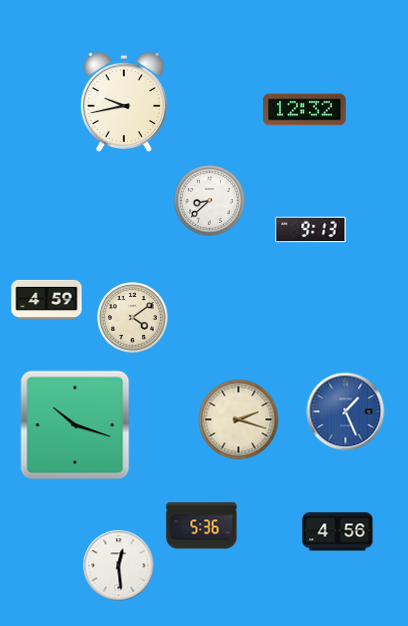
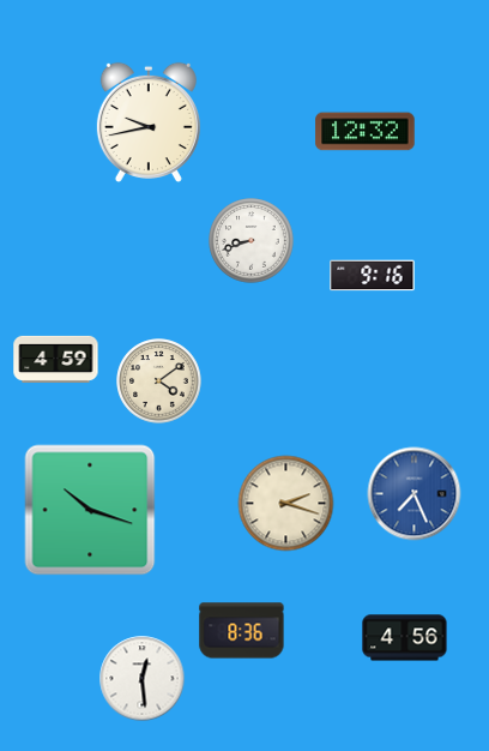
clock at (210, 201): 8:38 -> 8:42
clock at (311, 230): 9:13 -> 9:16
clock at (346, 412): 1:26 -> 7:26
clock at (202, 526): 5:36 -> 8:36
